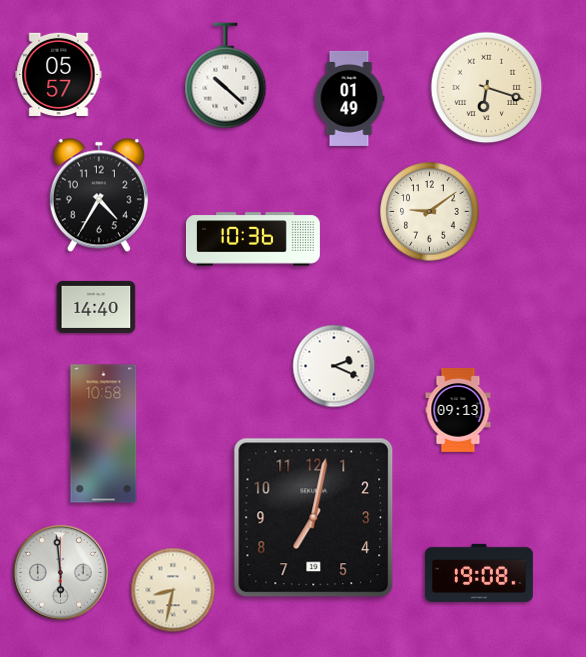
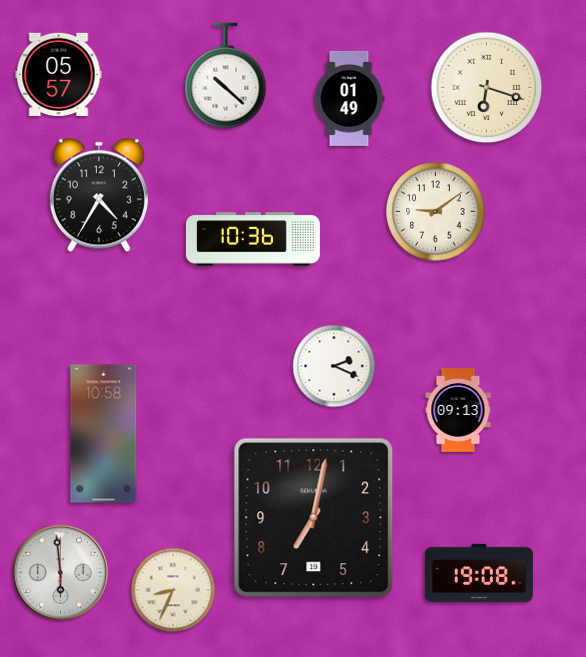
clock at (430, 212) position: (430, 212) -> (436, 212)
clock at (96, 307): 14:40 -> none
clock at (173, 590): 8:32 -> 8:34
